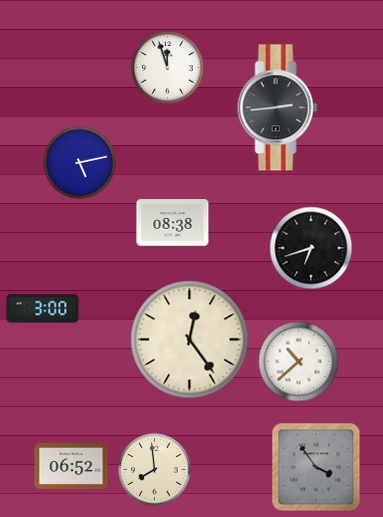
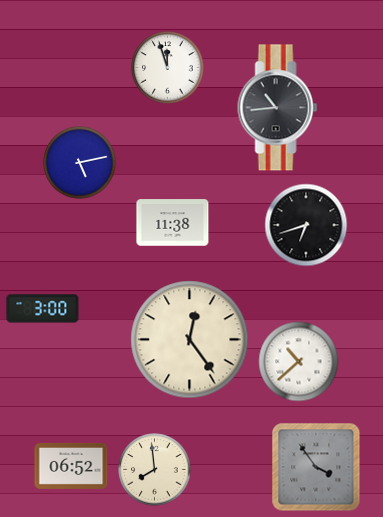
clock at (278, 108): 2:44 -> 10:44
clock at (173, 223): 08:38 -> 11:38
clock at (311, 248) position: (311, 248) -> (306, 225)
